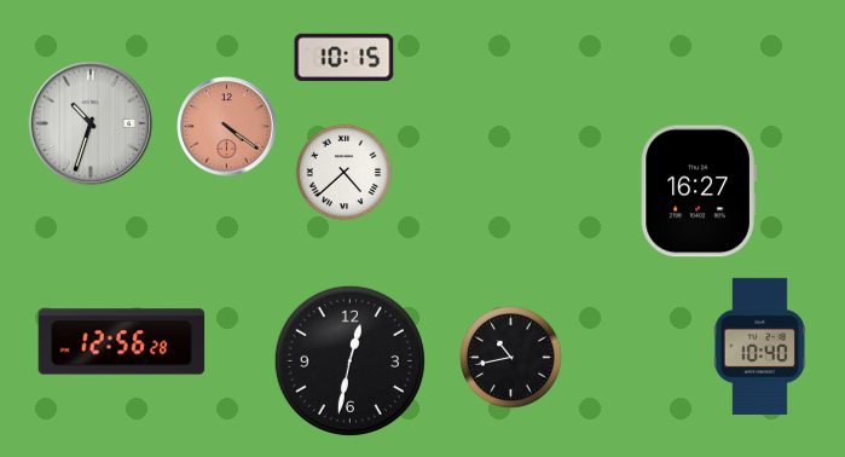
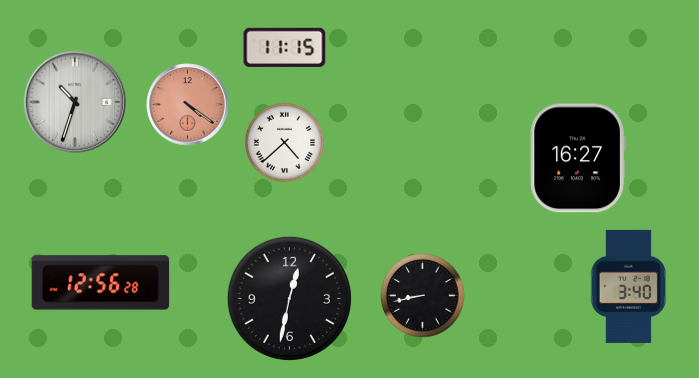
clock at (345, 57): 10:15 -> 11:15
clock at (759, 346): 10:40 -> 3:40
clock at (511, 358): 10:43 -> 8:43
